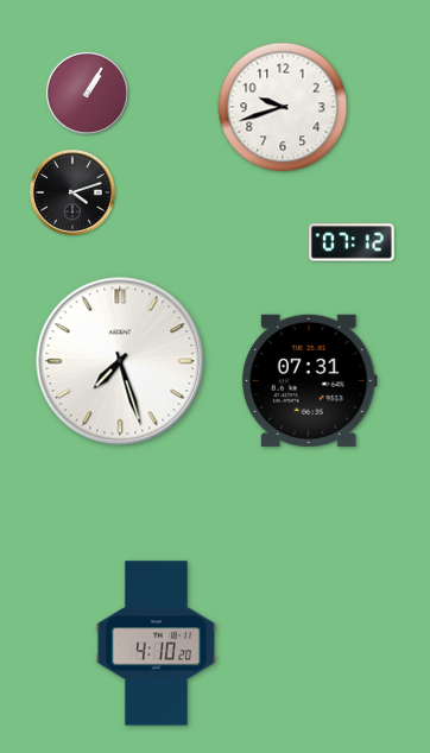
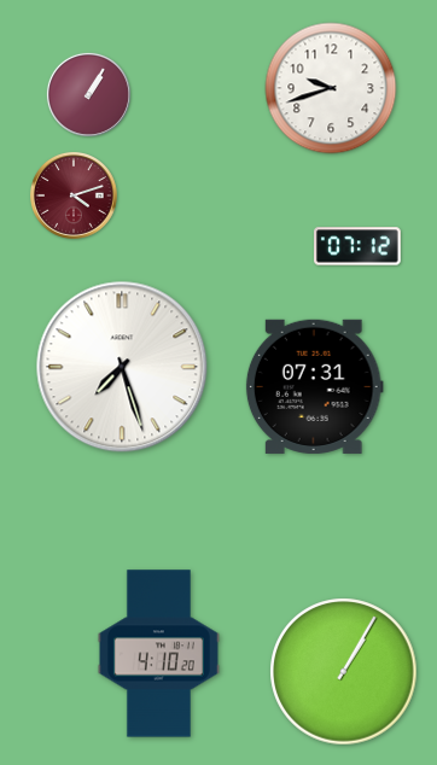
clock at (283, 107) position: (283, 107) -> (331, 88)
clock at (74, 194) dial: black -> burgundy
clock at (344, 672): none -> 1:05
